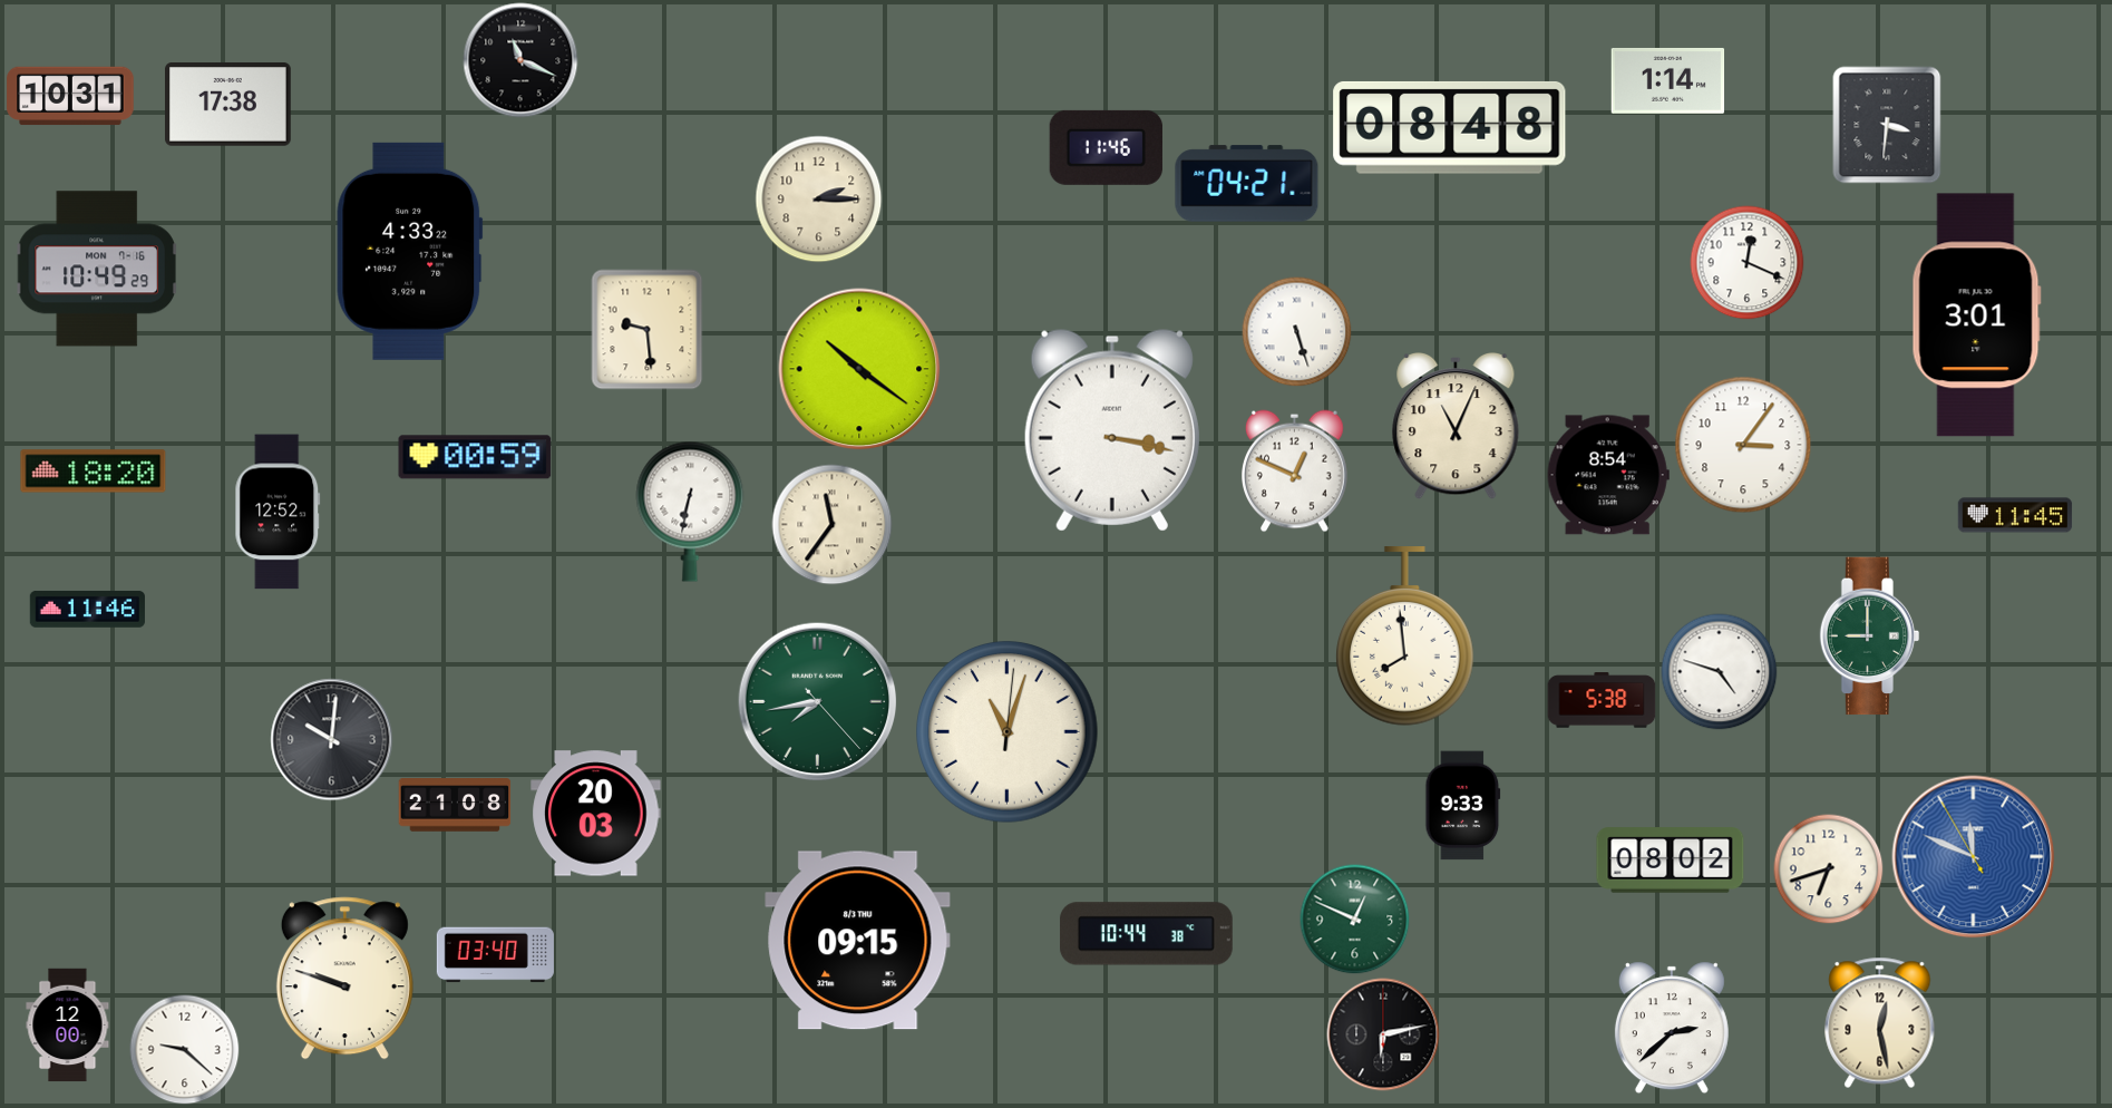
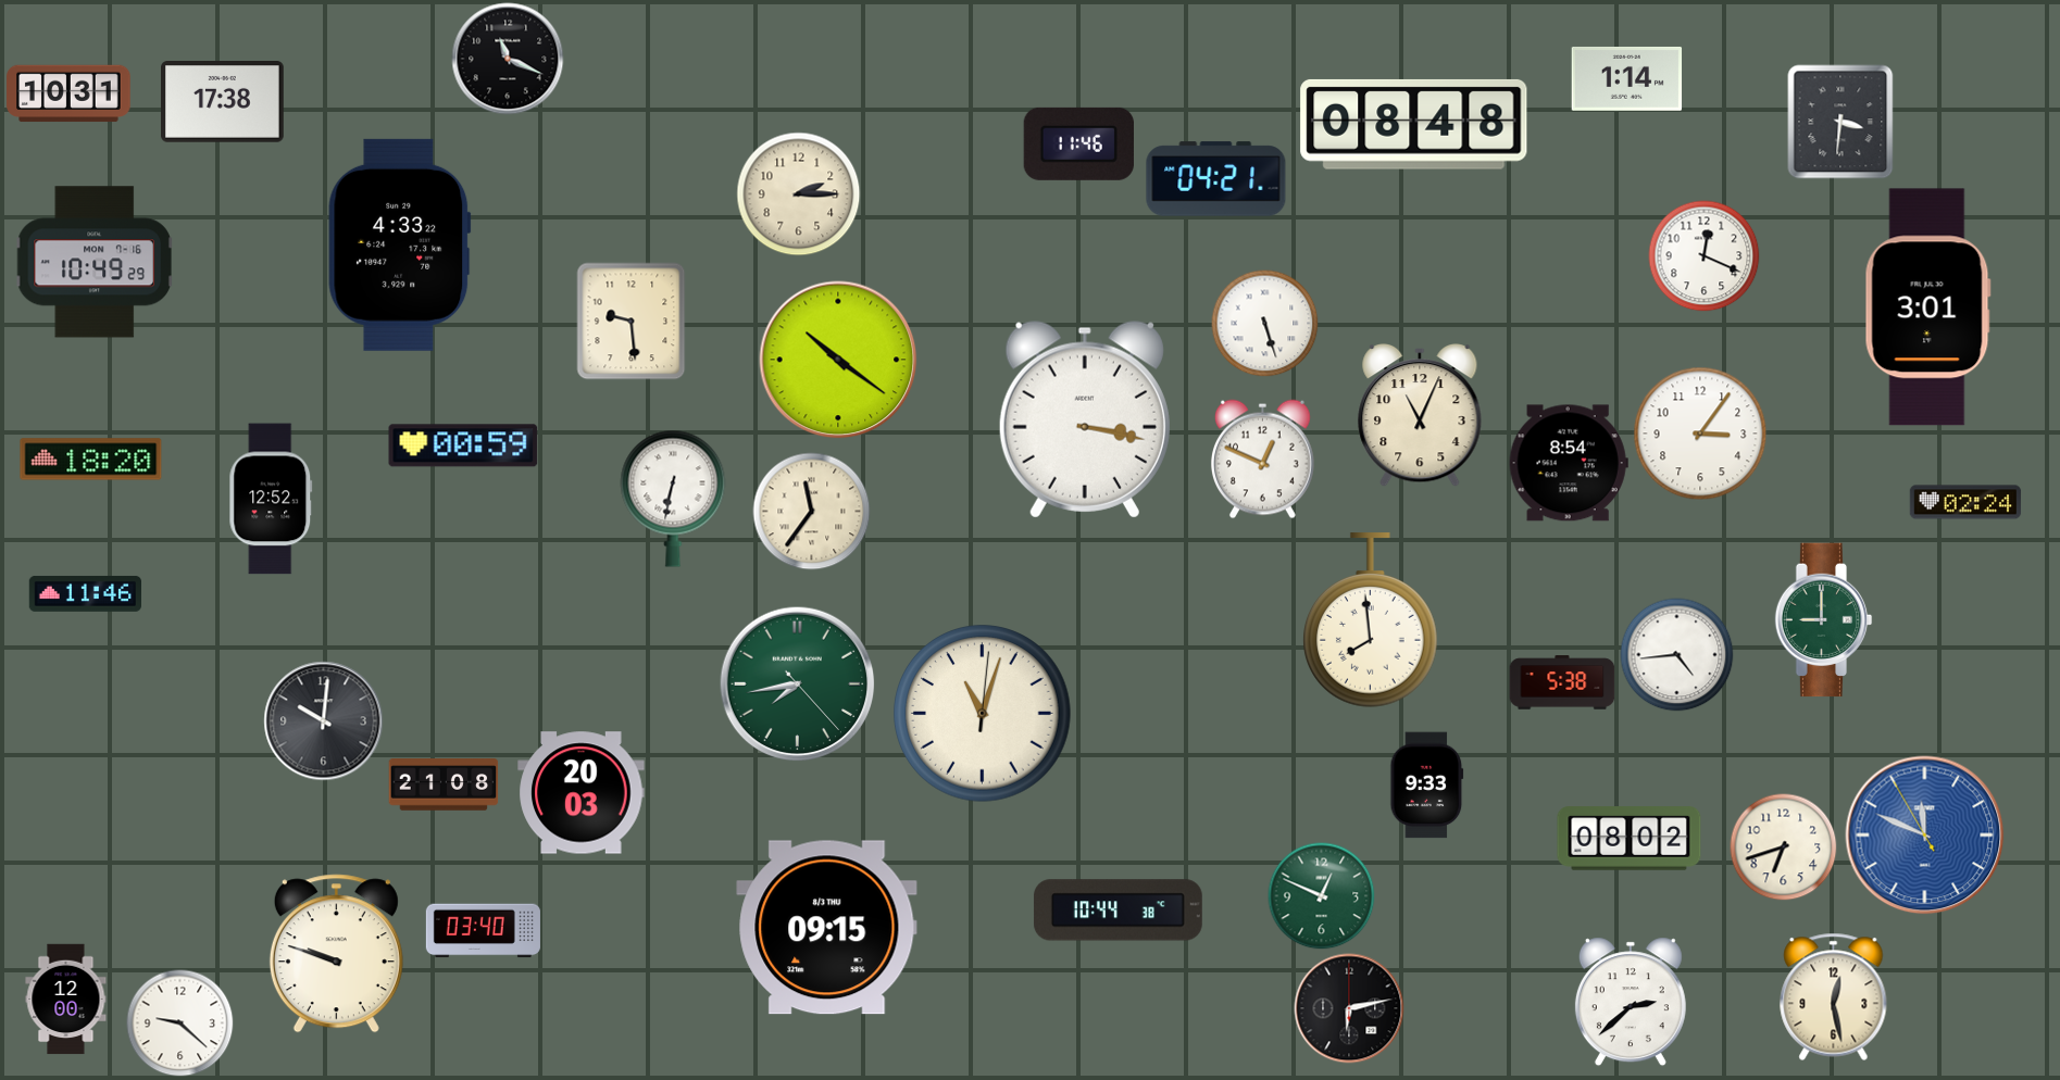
clock at (2015, 515): 11:45 -> 02:24
clock at (1720, 672): 4:48 -> 4:44
clock at (858, 941) position: (858, 941) -> (827, 928)
